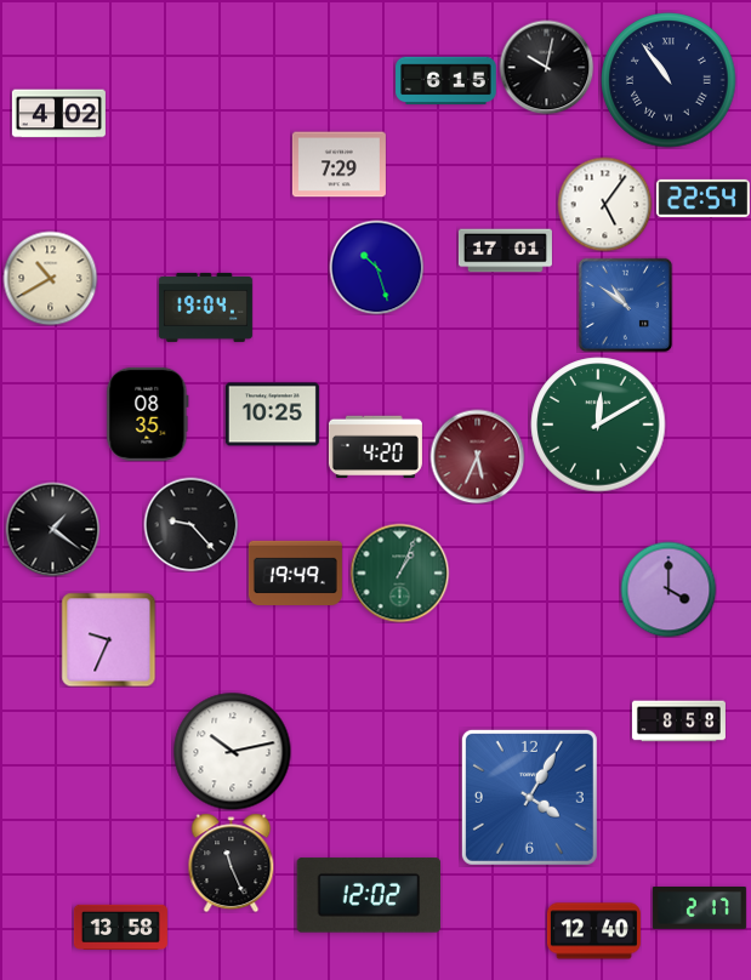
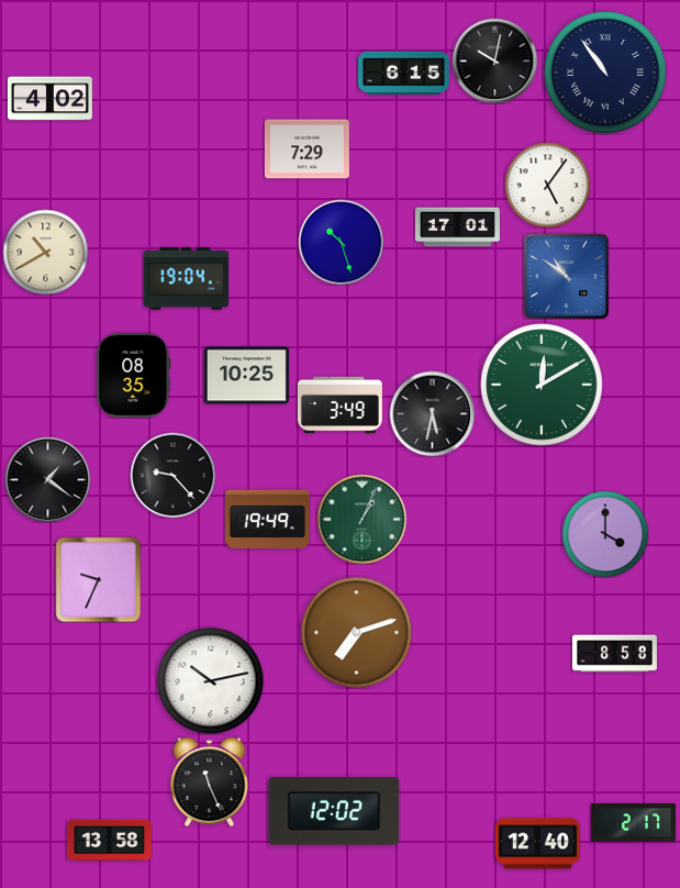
clock at (58, 114) position: (58, 114) -> (49, 99)
clock at (702, 198): 22:54 -> none
clock at (375, 448): 4:20 -> 3:49
clock at (477, 456): 5:34 -> 5:32
clock at (477, 456) dial: burgundy -> black
clock at (357, 633): none -> 7:12
clock at (529, 797): 4:05 -> none
